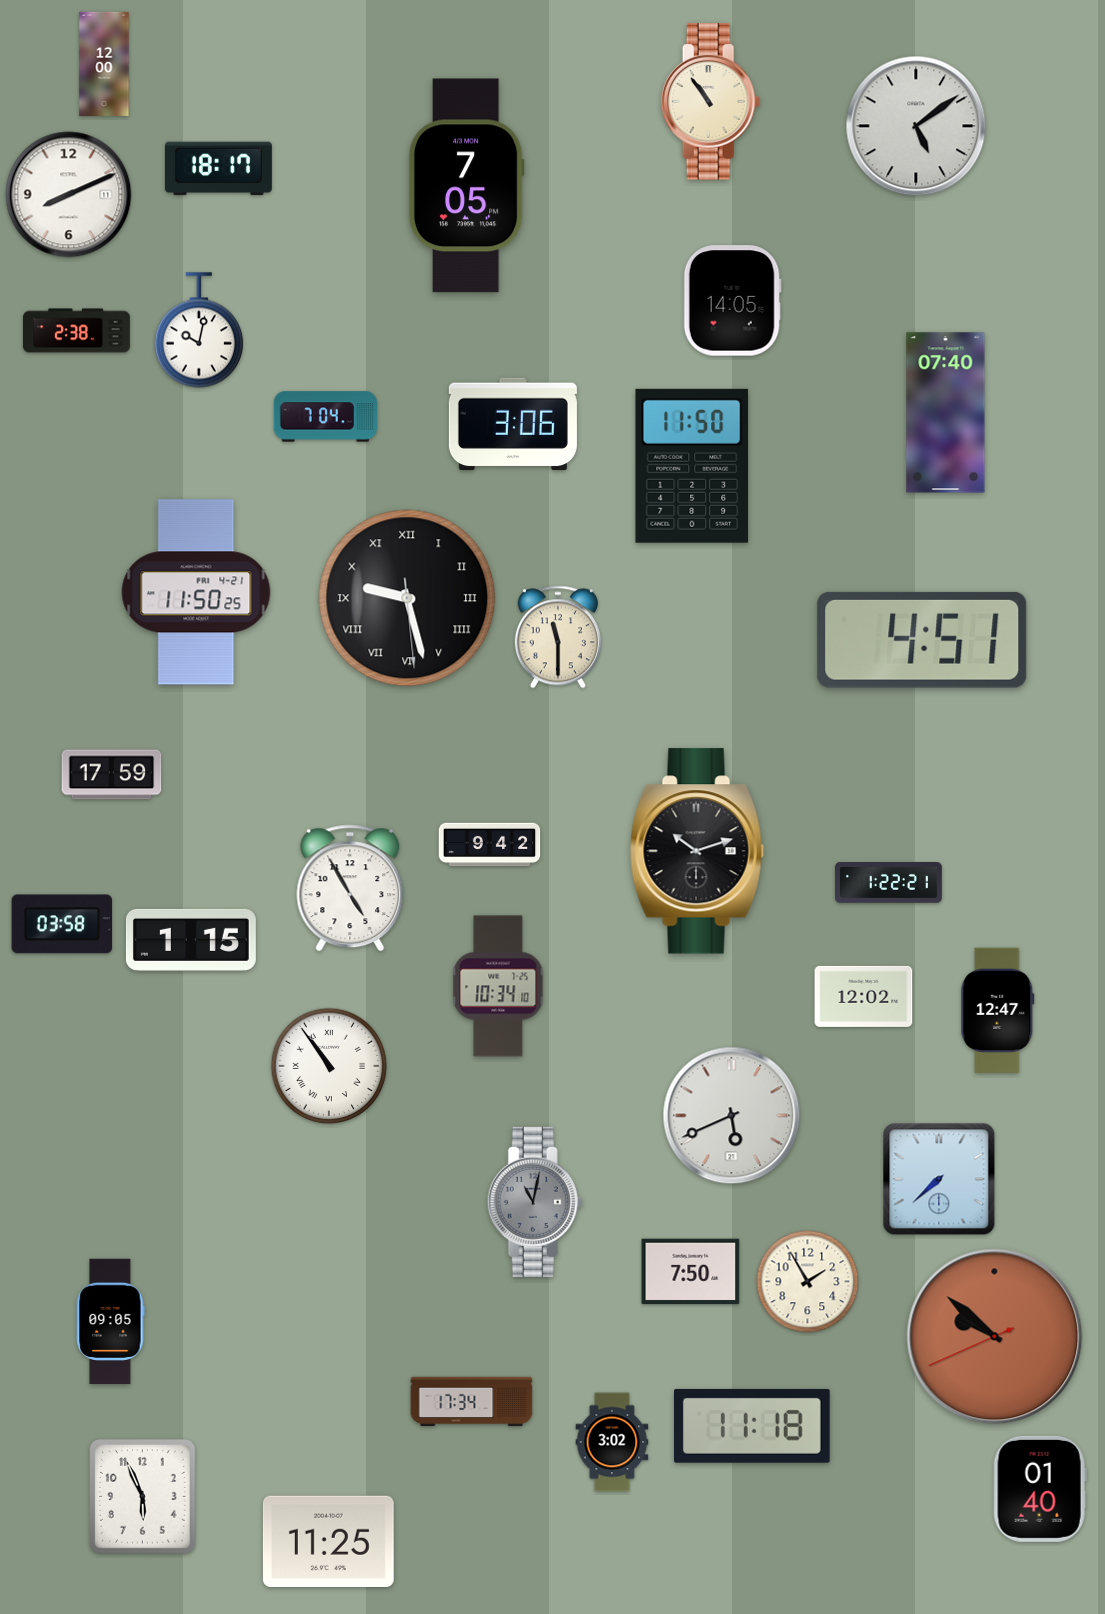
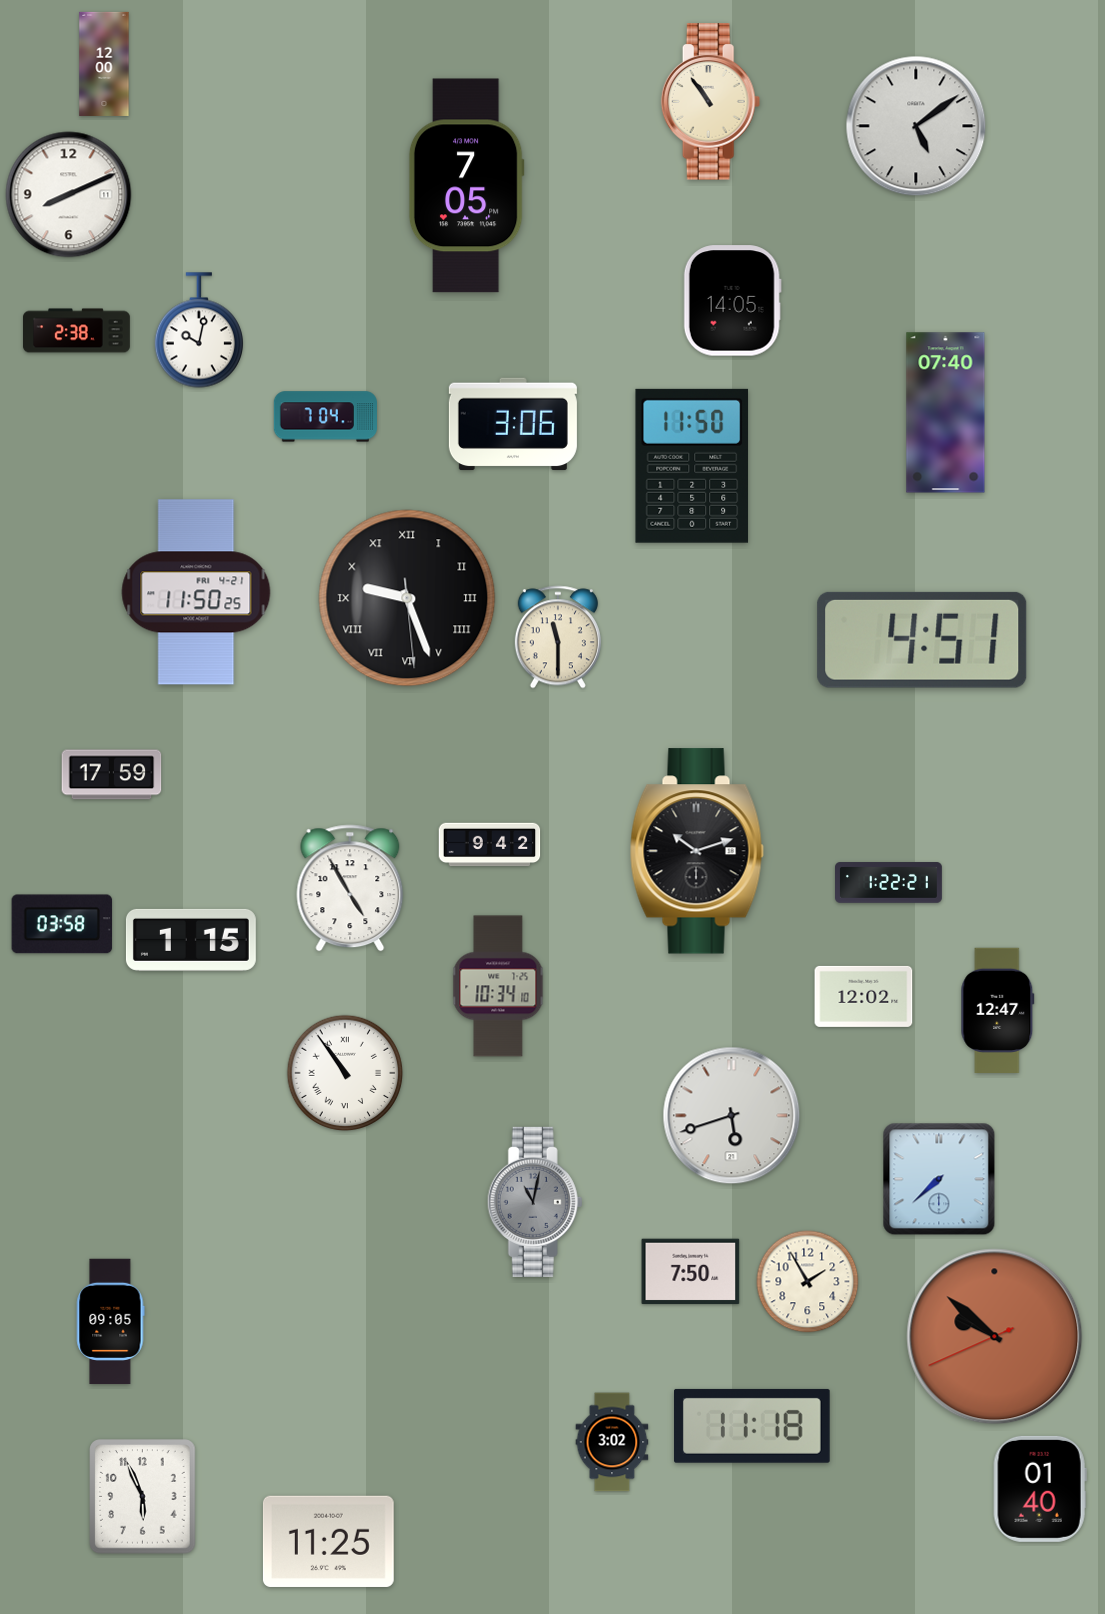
clock at (218, 169): 18:17 -> none
clock at (407, 598): 9:27 -> 9:26
clock at (329, 1066) position: (329, 1066) -> (345, 1073)
clock at (732, 1116): 5:41 -> 5:42
clock at (472, 1402): 17:34 -> none
